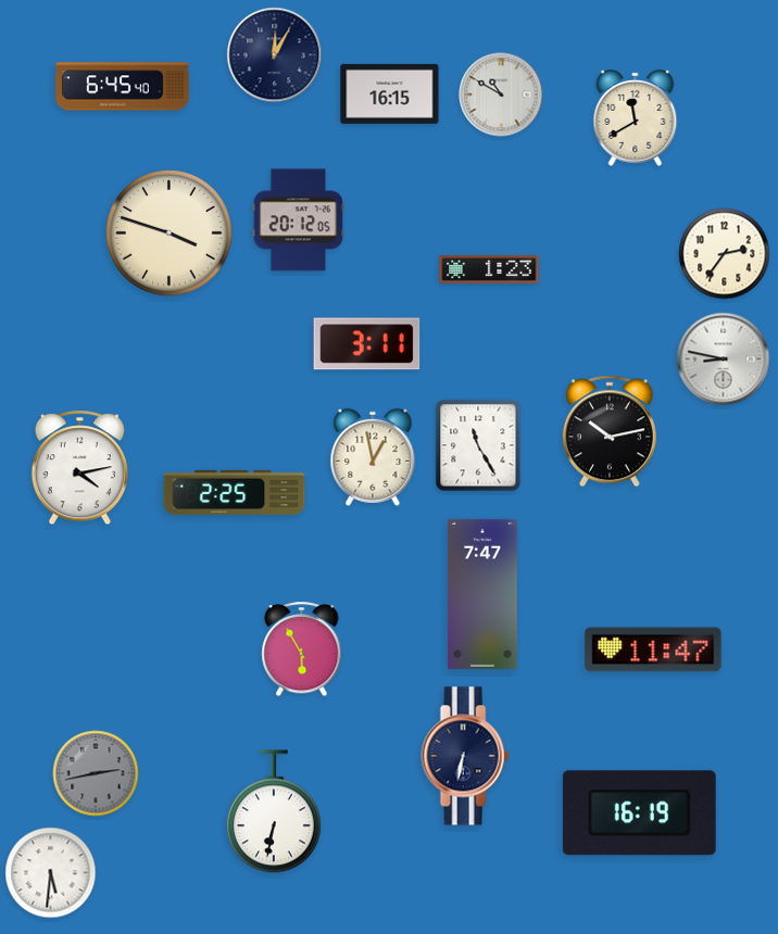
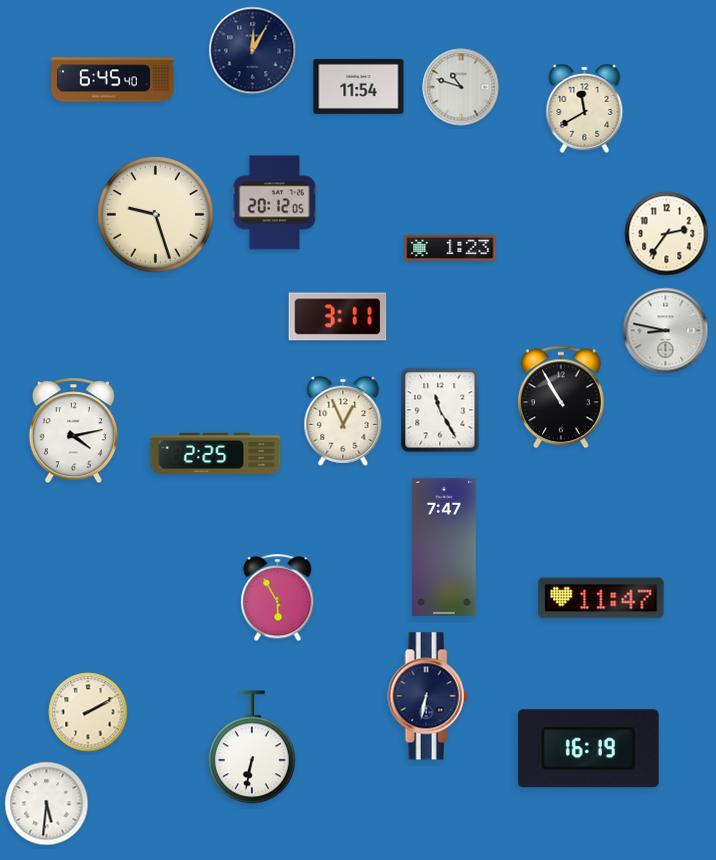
clock at (390, 93): 16:15 -> 11:54
clock at (501, 94): 10:50 -> 10:48
clock at (170, 233): 3:48 -> 9:27
clock at (610, 431): 10:13 -> 10:55
clock at (373, 457): 12:58 -> 12:56
clock at (96, 773): 2:43 -> 2:10
clock at (96, 773) dial: grey -> cream
